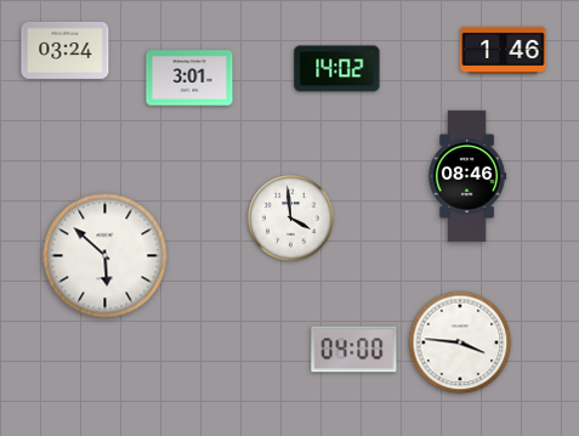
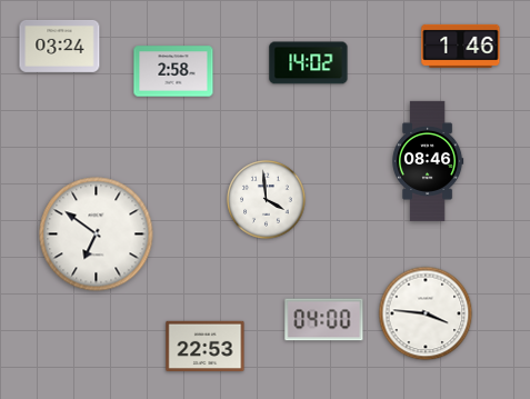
clock at (189, 78): 3:01 -> 2:58
clock at (106, 256): 5:52 -> 6:51
clock at (460, 342) position: (460, 342) -> (426, 313)
clock at (206, 347): none -> 22:53
